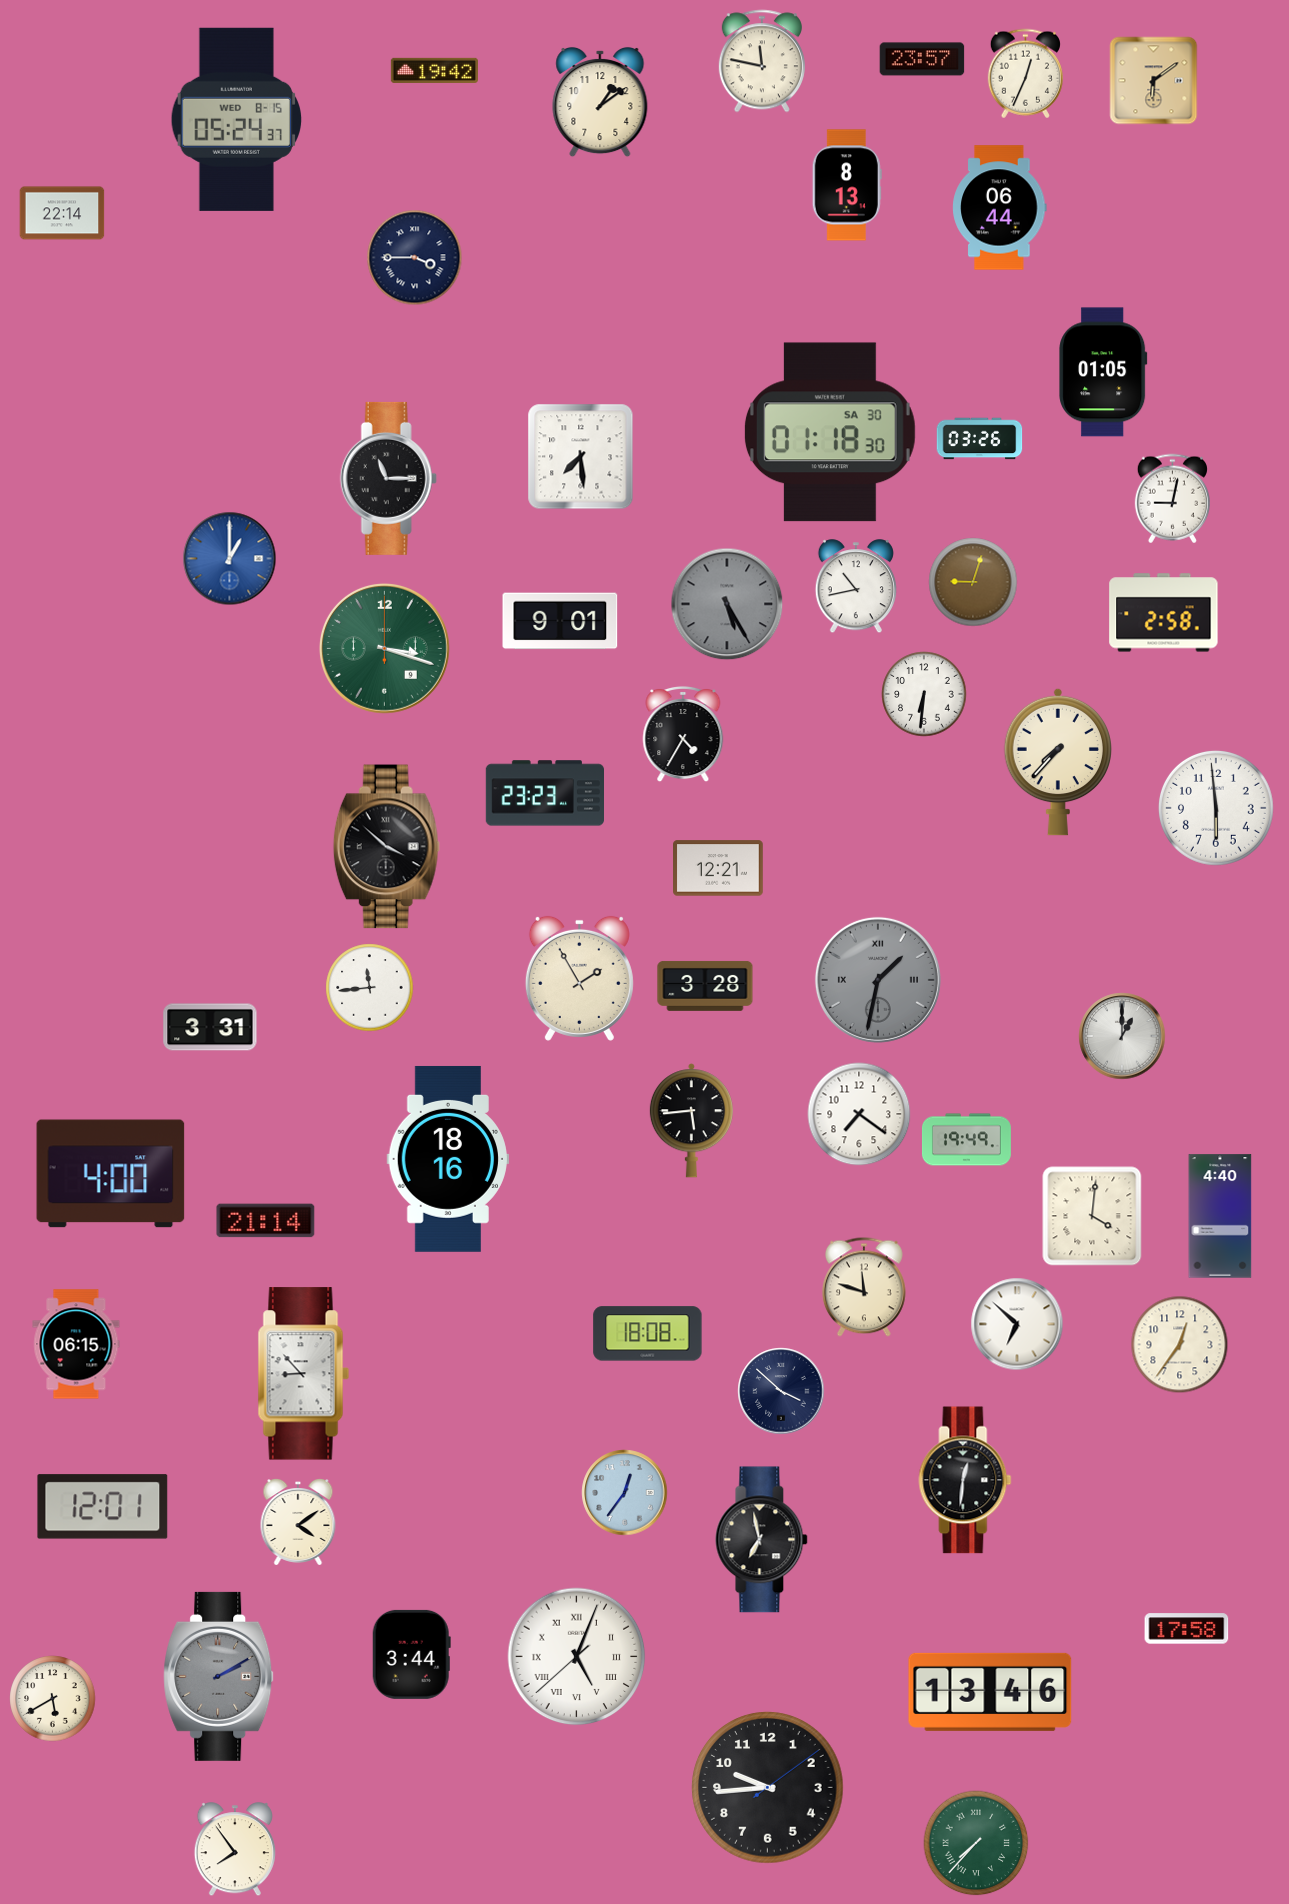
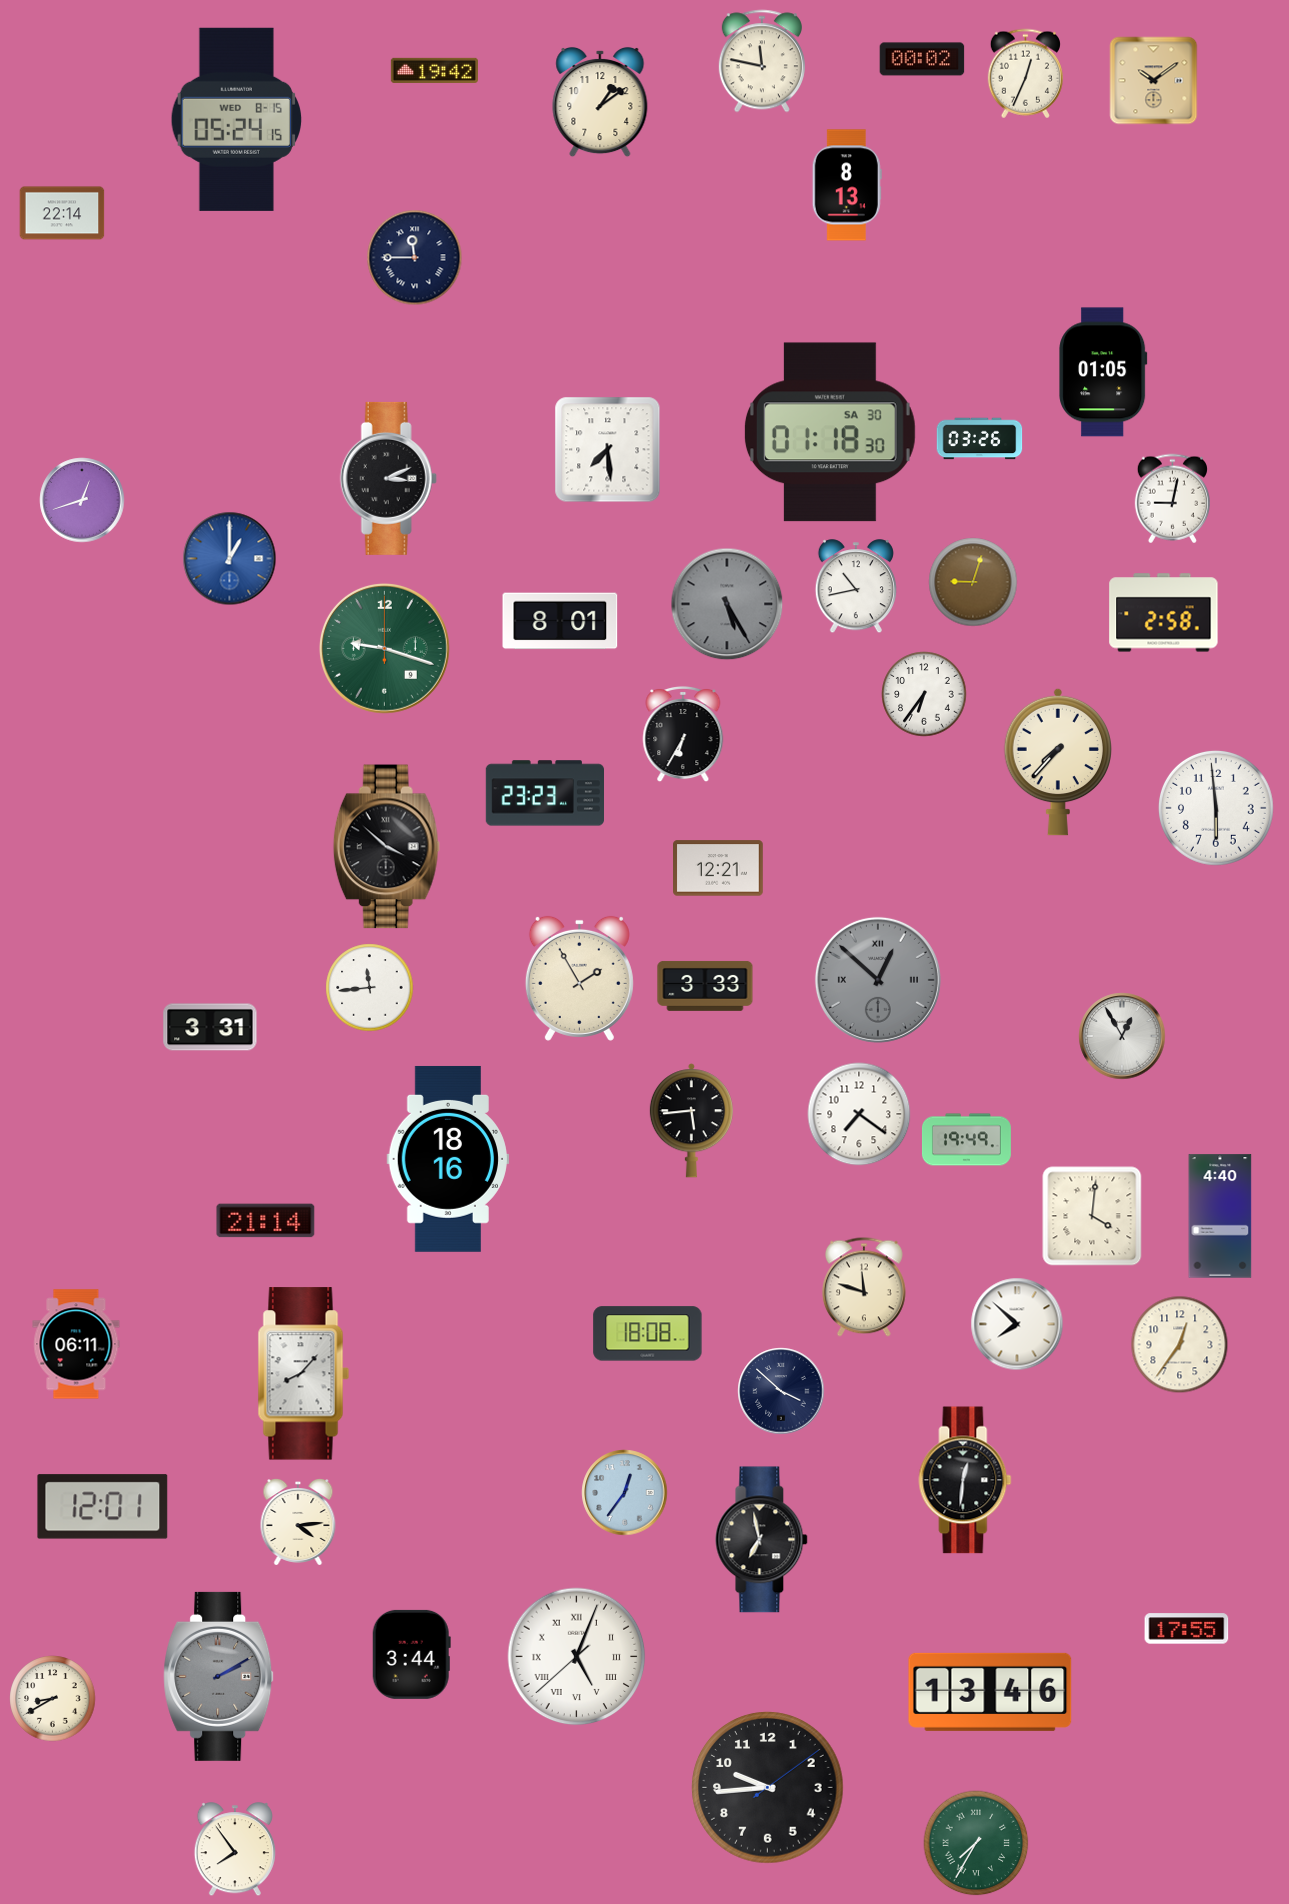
clock at (922, 59): 23:57 -> 00:02
clock at (1154, 81): 6:09 -> 10:09
clock at (236, 119): 05:24:37 -> 05:24:15
clock at (1000, 208): 06:44 -> none
clock at (415, 258): 3:45 -> 11:45
clock at (581, 457) position: (581, 457) -> (608, 450)
clock at (388, 478): 11:15 -> 3:11
clock at (82, 500): none -> 12:42
clock at (560, 621): 9:01 -> 8:01
clock at (384, 648): 3:18 -> 9:18
clock at (924, 694): 6:31 -> 6:36
clock at (683, 734): 4:35 -> 6:35
clock at (878, 980): 1:32 -> 12:52
clock at (705, 986): 3:28 -> 3:33
clock at (1122, 1036): 1:00 -> 12:55
clock at (111, 1174): 4:00 -> none
clock at (1017, 1324): 6:52 -> 7:52
clock at (76, 1344): 06:15 -> 06:11
clock at (304, 1374): 8:53 -> 8:07
clock at (298, 1523): 4:09 -> 4:14
clock at (1187, 1629): 17:58 -> 17:55
clock at (53, 1699): 5:40 -> 8:40
clock at (976, 1843): 7:37 -> 7:35
